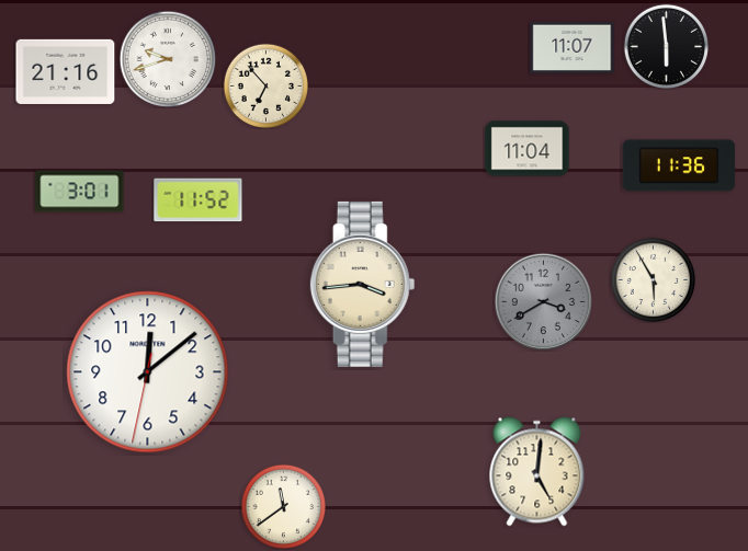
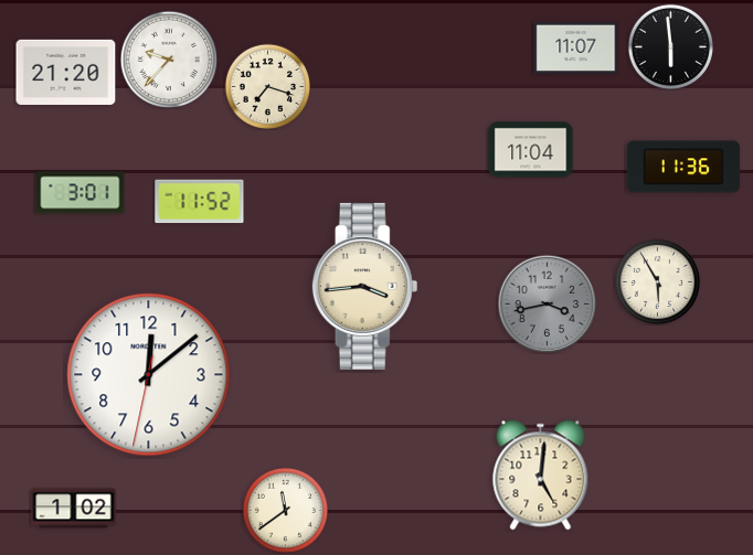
clock at (168, 59): 9:42 -> 9:37
clock at (66, 71): 21:16 -> 21:20
clock at (265, 85): 6:53 -> 7:18
clock at (543, 301): 3:40 -> 3:43
clock at (74, 509): none -> 1:02
